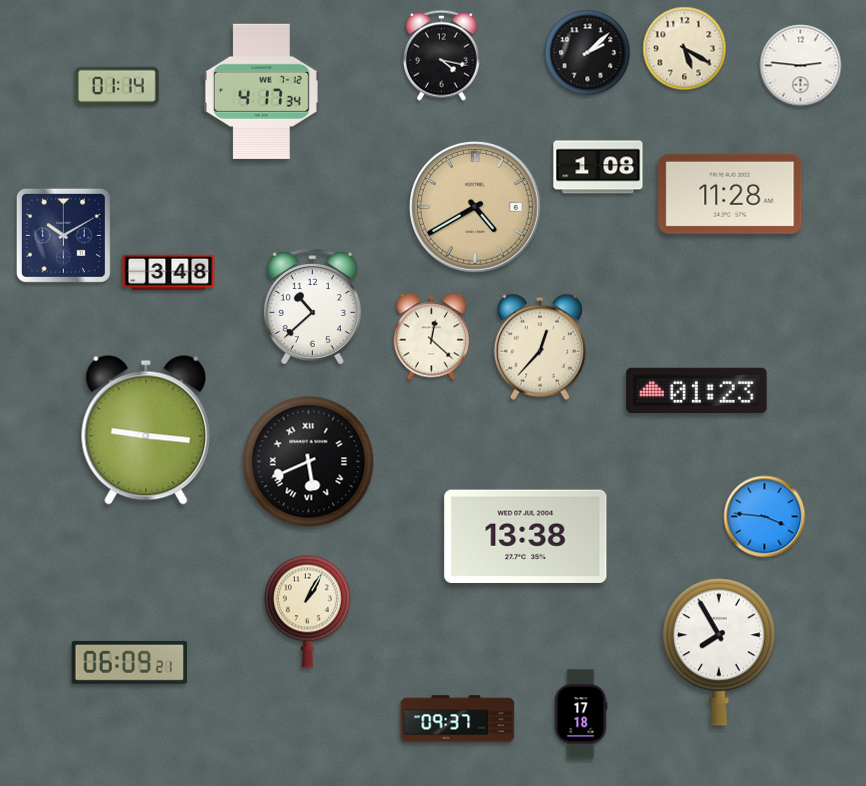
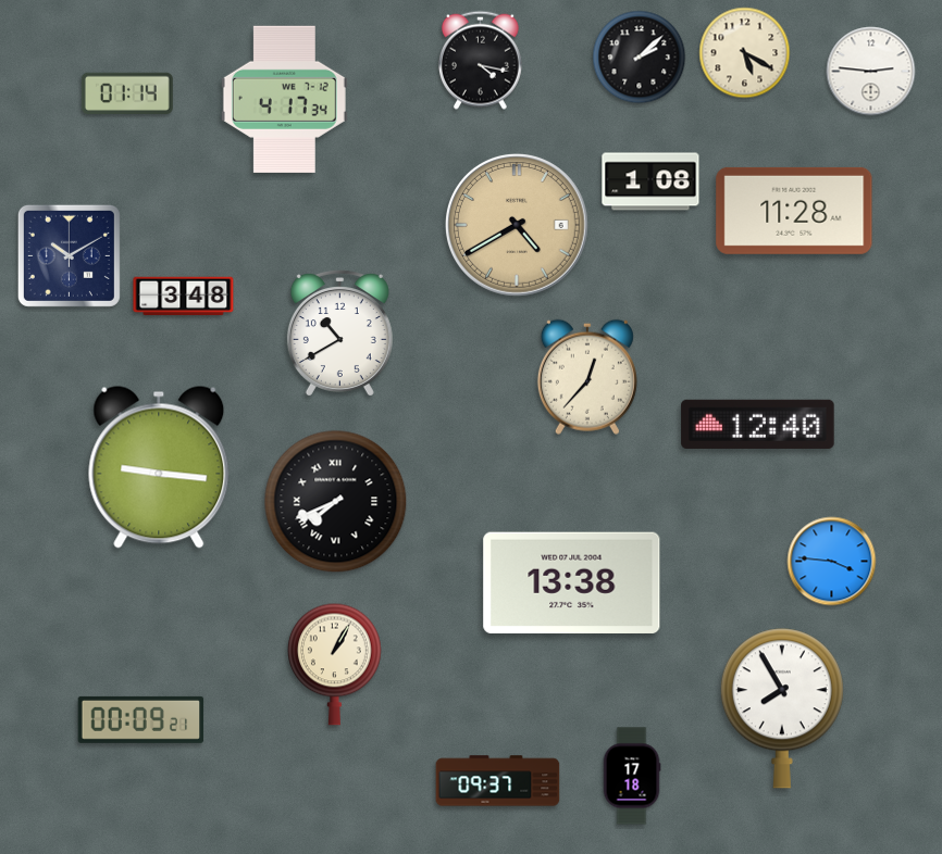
clock at (312, 307): 10:38 -> 10:40
clock at (431, 337): 12:22 -> none
clock at (697, 390): 01:23 -> 12:40
clock at (309, 462): 5:41 -> 7:41
clock at (130, 662): 06:09 -> 00:09
